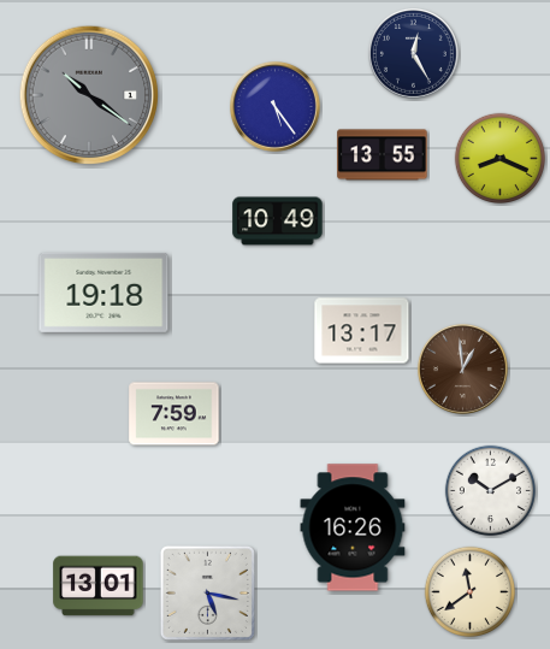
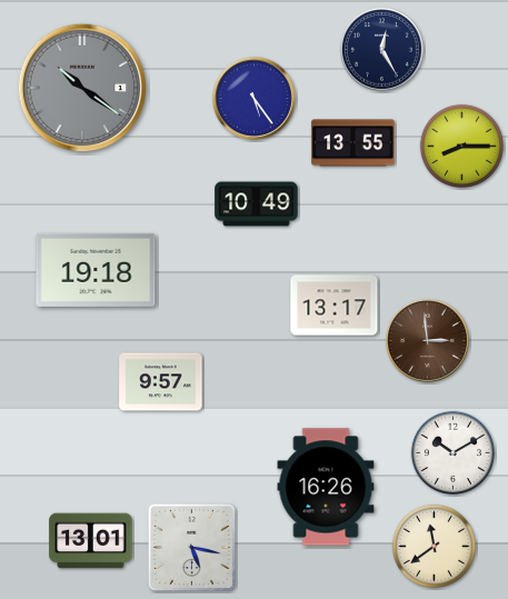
clock at (499, 158): 8:19 -> 8:15
clock at (463, 370): 12:59 -> 2:59
clock at (175, 414): 7:59 -> 9:57
